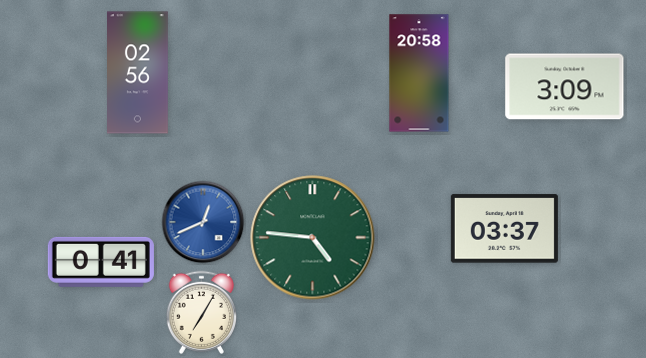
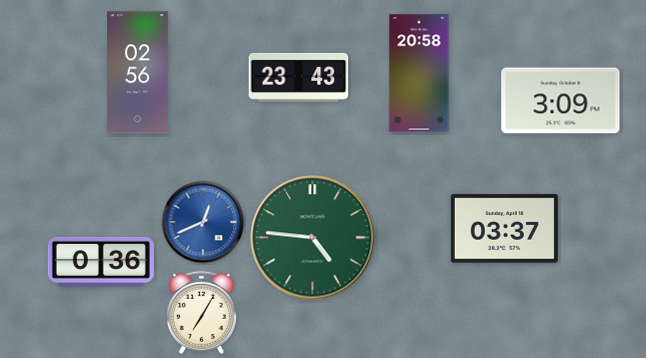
clock at (299, 77): none -> 23:43
clock at (565, 87) position: (565, 87) -> (561, 101)
clock at (101, 262): 0:41 -> 0:36
